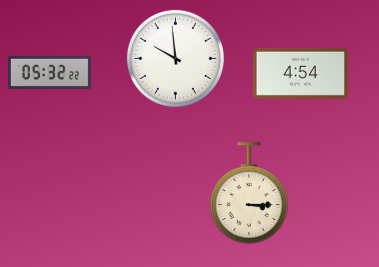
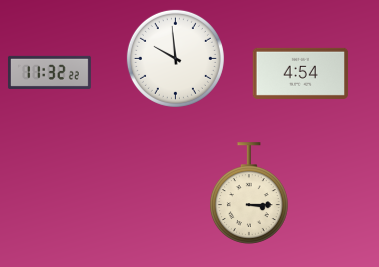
clock at (49, 72): 05:32 -> 11:32
